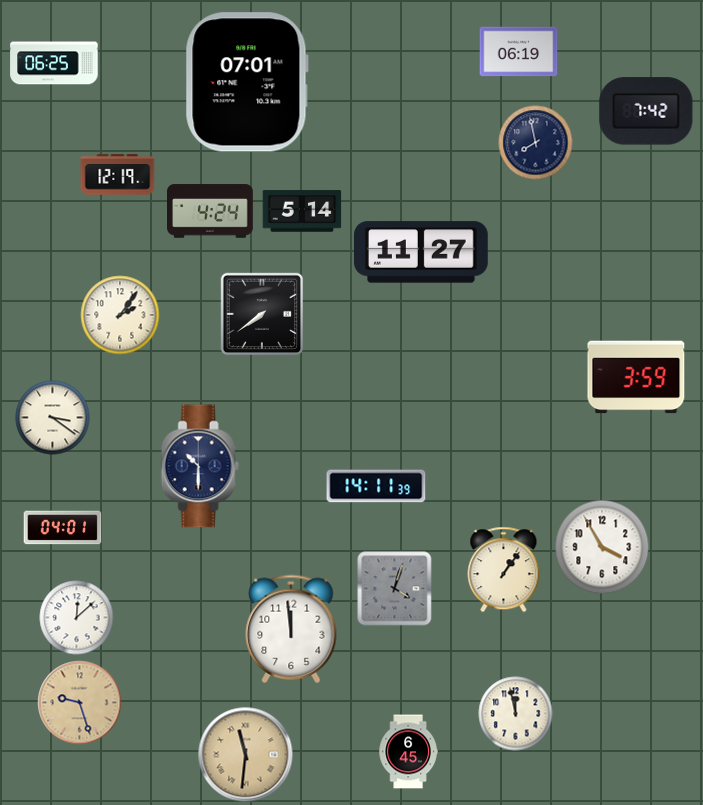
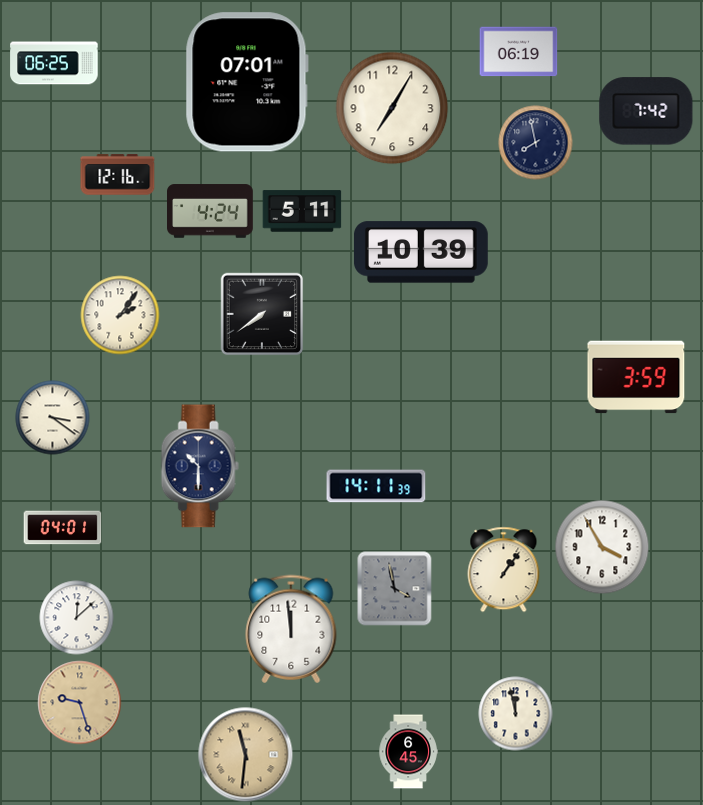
clock at (392, 108): none -> 7:05
clock at (118, 175): 12:19 -> 12:16
clock at (302, 211): 5:14 -> 5:11
clock at (422, 252): 11:27 -> 10:39
clock at (395, 589): 4:03 -> 3:58
